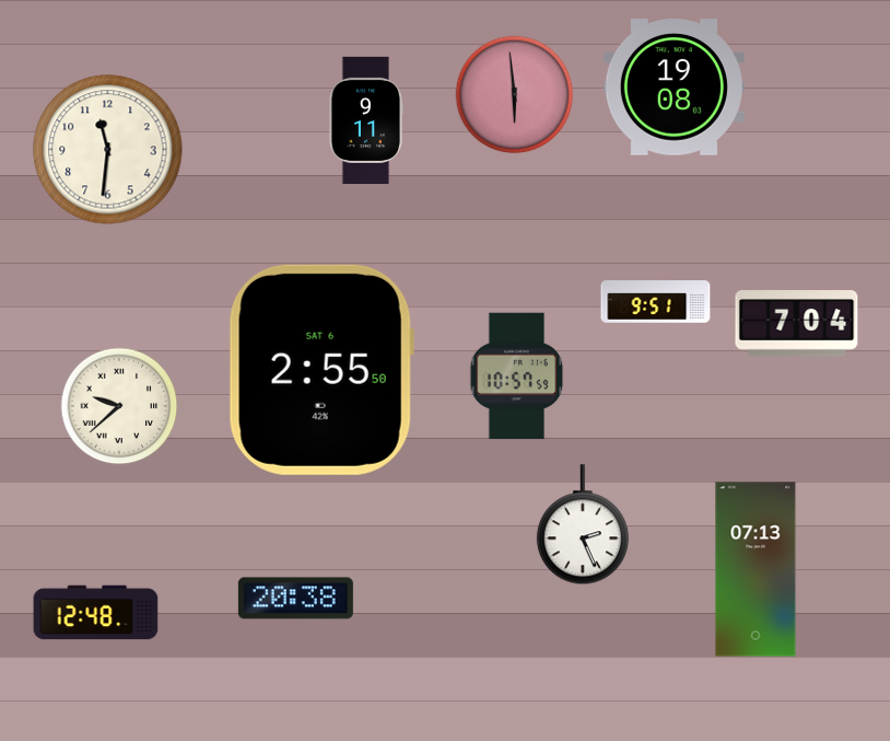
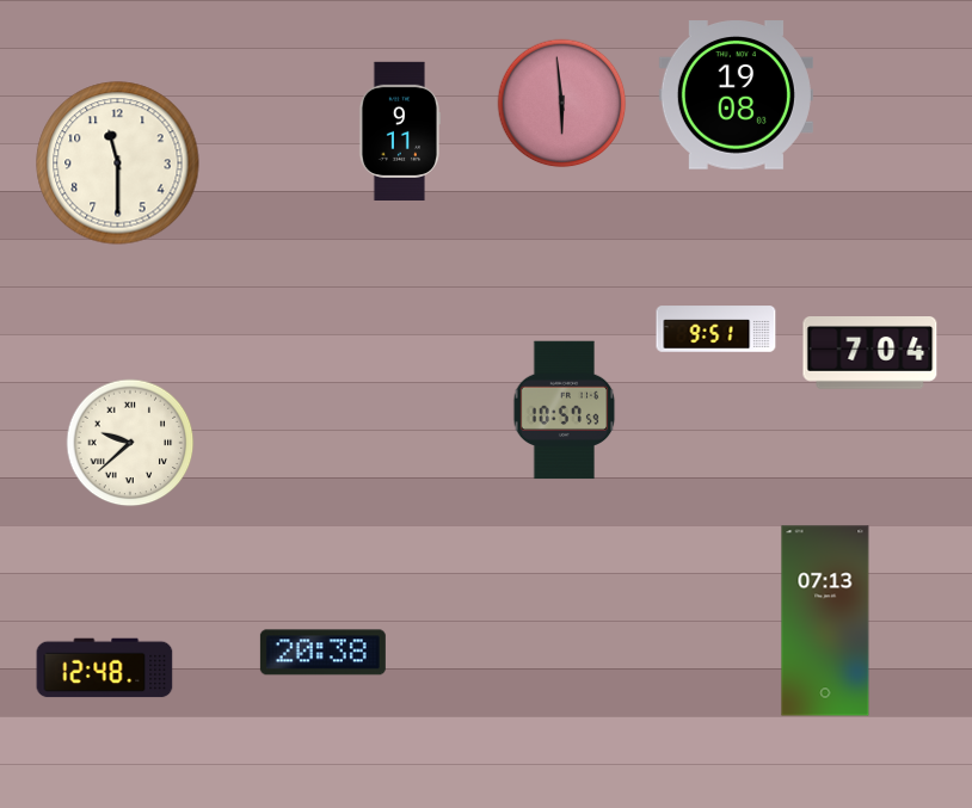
clock at (108, 150): 11:31 -> 11:30
clock at (321, 370): 2:55 -> none
clock at (583, 525): 2:26 -> none
